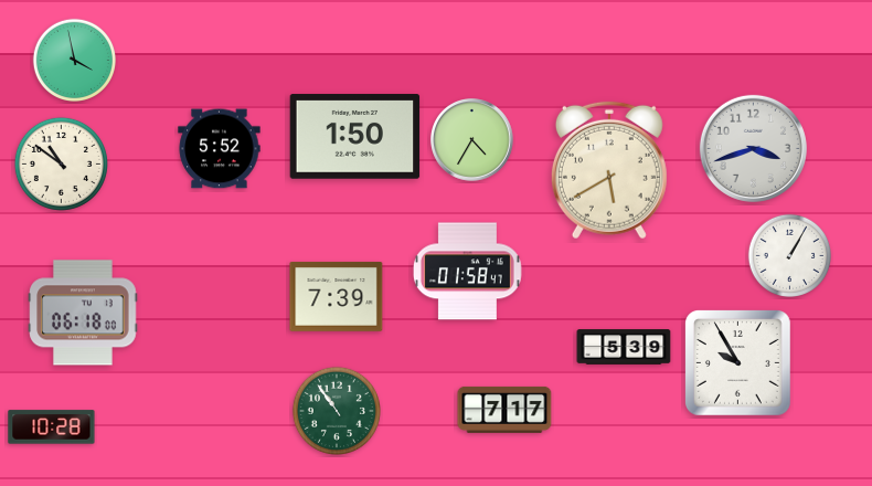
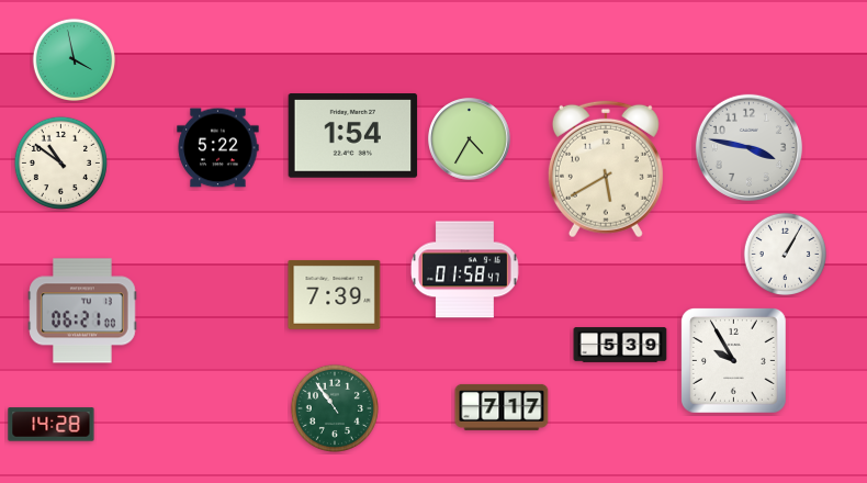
clock at (355, 137): 1:50 -> 1:54
clock at (753, 148): 3:42 -> 3:47
clock at (220, 149): 5:52 -> 5:22
clock at (83, 313): 06:18 -> 06:21
clock at (52, 427): 10:28 -> 14:28
